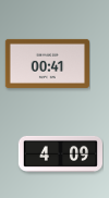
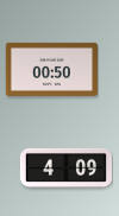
clock at (47, 63): 00:41 -> 00:50
